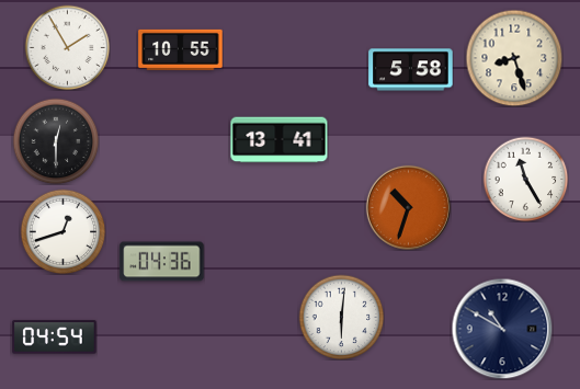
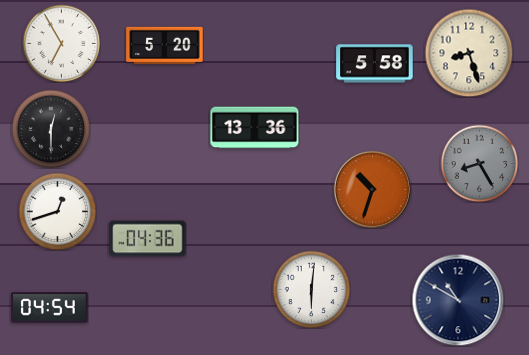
clock at (67, 47): 1:55 -> 6:55
clock at (181, 49): 10:55 -> 5:20
clock at (280, 140): 13:41 -> 13:36
clock at (525, 179): 11:25 -> 8:25
clock at (525, 179) dial: white -> grey
